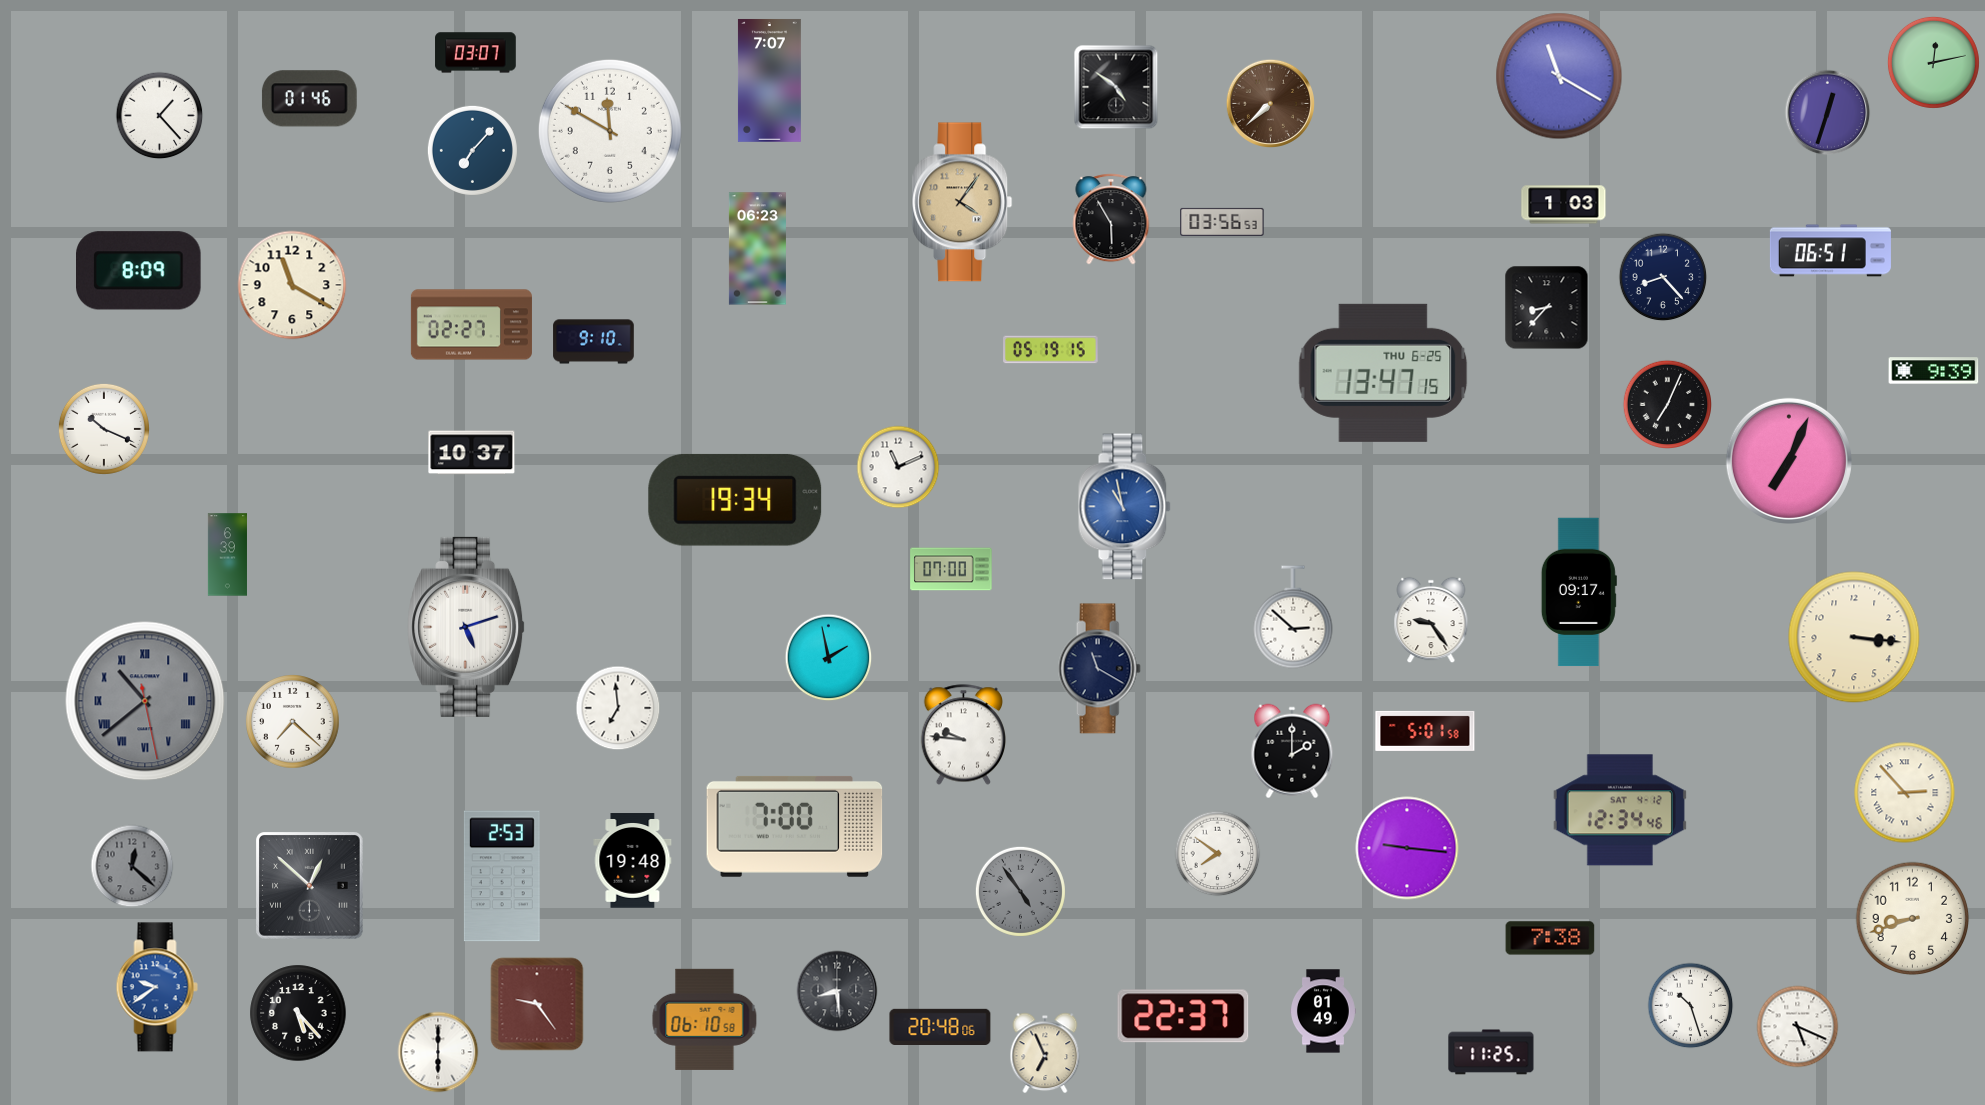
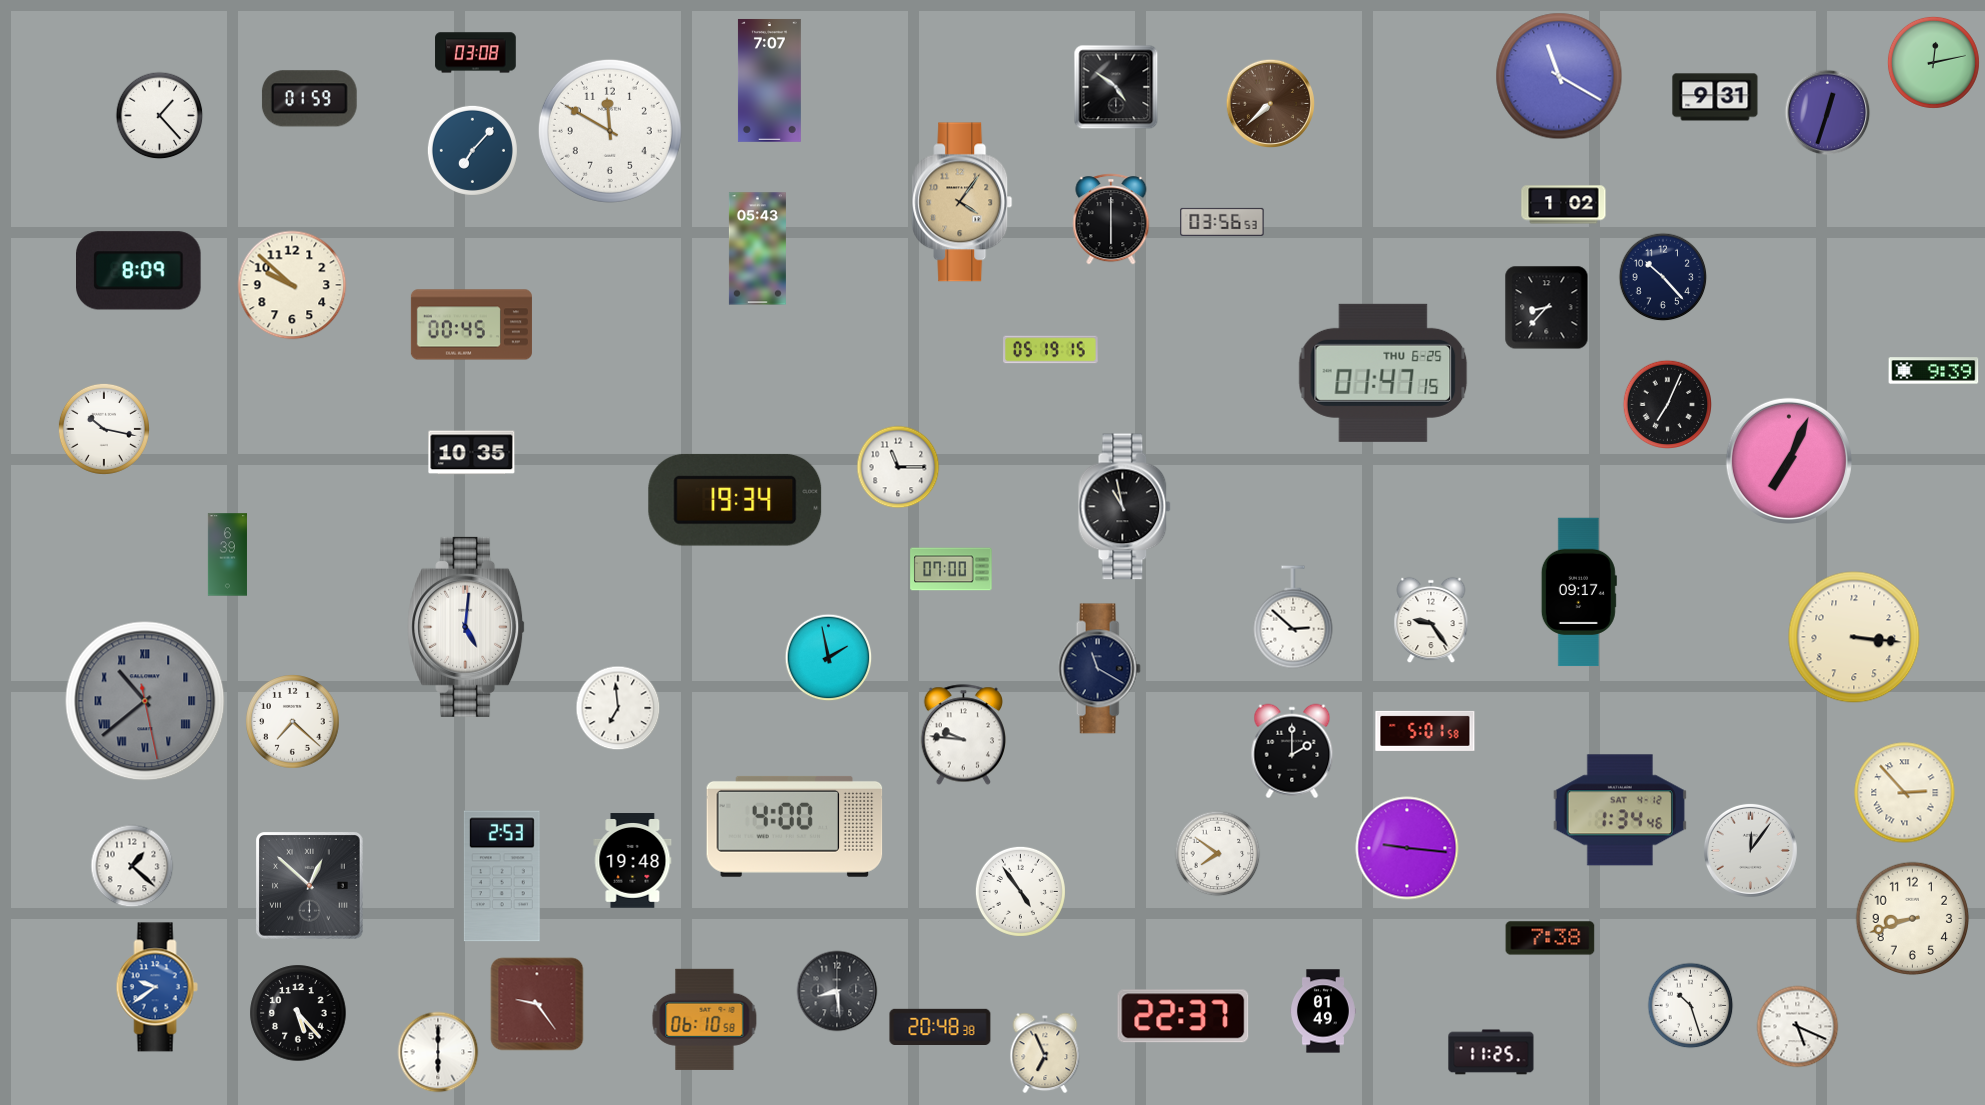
clock at (476, 53): 03:07 -> 03:08
clock at (1715, 97): none -> 9:31
clock at (309, 99): 01:46 -> 01:59
clock at (1564, 205): 1:03 -> 1:02
clock at (1111, 219): 5:55 -> 6:00
clock at (757, 249): 06:23 -> 05:43
clock at (1830, 251): 06:51 -> none
clock at (1663, 277): 8:23 -> 10:23
clock at (292, 285): 11:20 -> 9:52
clock at (471, 325): 02:27 -> 00:45
clock at (594, 342): 9:10 -> none
clock at (1383, 373): 13:47 -> 01:47
clock at (104, 429): 10:19 -> 10:17
clock at (472, 453): 10:37 -> 10:35
clock at (898, 467): 11:11 -> 11:15
clock at (1125, 507) dial: blue -> black
clock at (467, 627): 5:12 -> 5:01
clock at (1620, 810): 12:34 -> 1:34
clock at (795, 826): 7:00 -> 4:00
clock at (1750, 850): none -> 12:06
clock at (132, 866): 12:22 -> 1:22
clock at (132, 866) dial: grey -> white
clock at (1020, 891) dial: grey -> white
clock at (940, 1026): 20:48:06 -> 20:48:38
